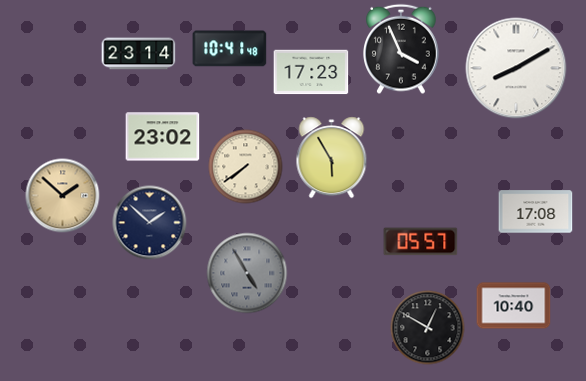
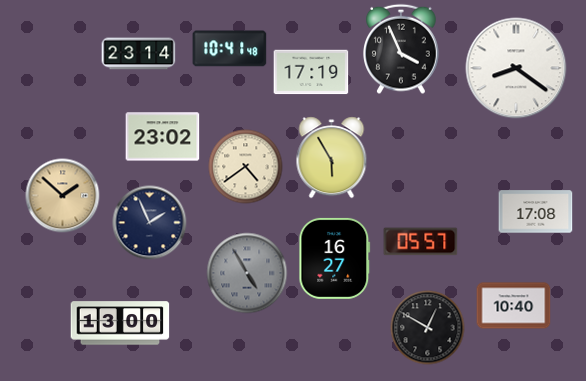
clock at (516, 68): 8:10 -> 8:21
clock at (311, 72): 17:23 -> 17:19
clock at (246, 167): 7:39 -> 4:39
clock at (150, 223): 1:52 -> 1:56
clock at (335, 258): none -> 16:27
clock at (120, 323): none -> 13:00
